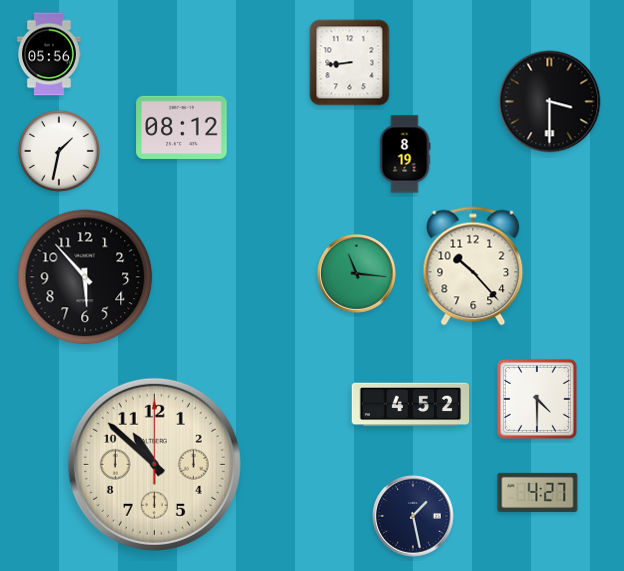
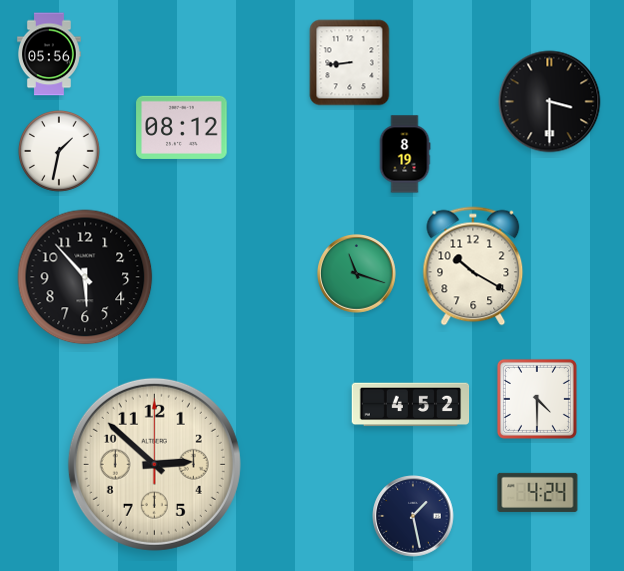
clock at (473, 266): 10:23 -> 10:20
clock at (357, 274): 11:16 -> 11:18
clock at (154, 464): 10:52 -> 2:52
clock at (538, 492): 4:27 -> 4:24
